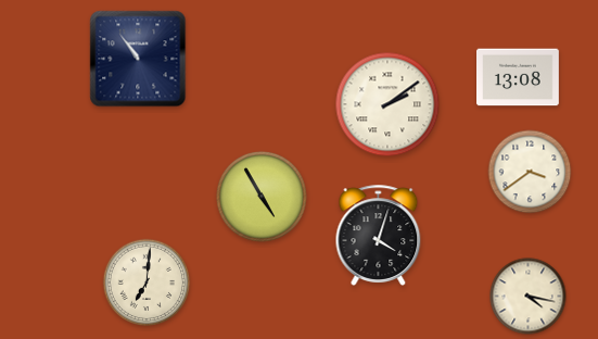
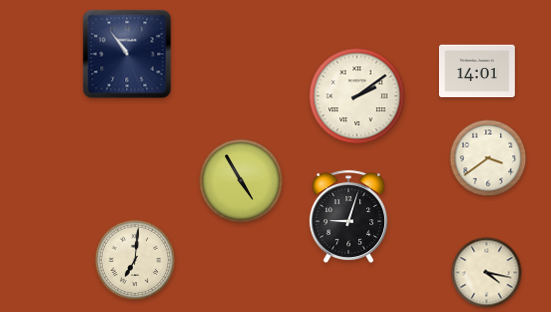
clock at (519, 77): 13:08 -> 14:01
clock at (379, 235): 4:03 -> 9:03
